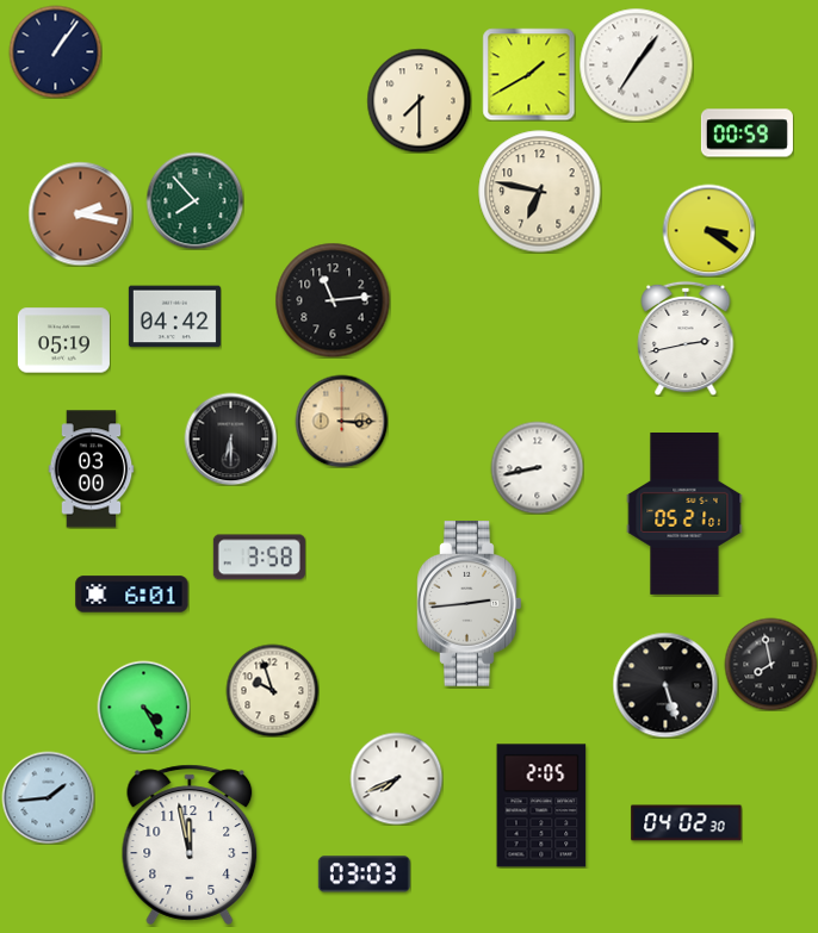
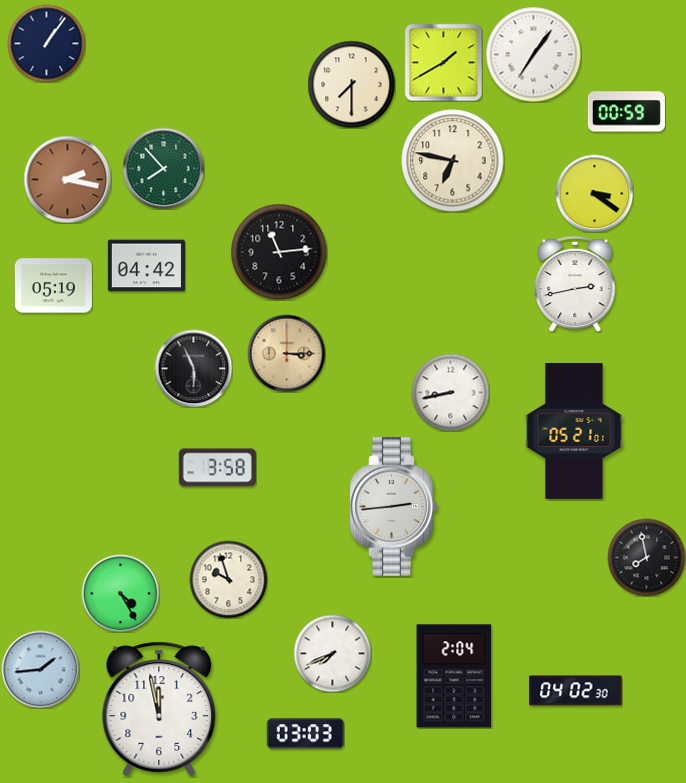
clock at (230, 438): 6:30 -> 5:56
clock at (92, 469): 03:00 -> none
clock at (132, 595): 6:01 -> none
clock at (665, 685): 5:27 -> none
clock at (541, 806): 2:05 -> 2:04
